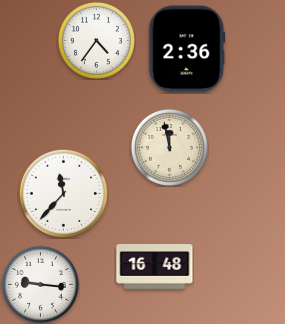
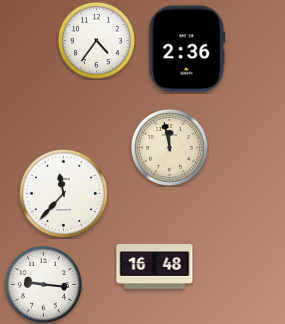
clock at (40, 284) position: (40, 284) -> (43, 284)
